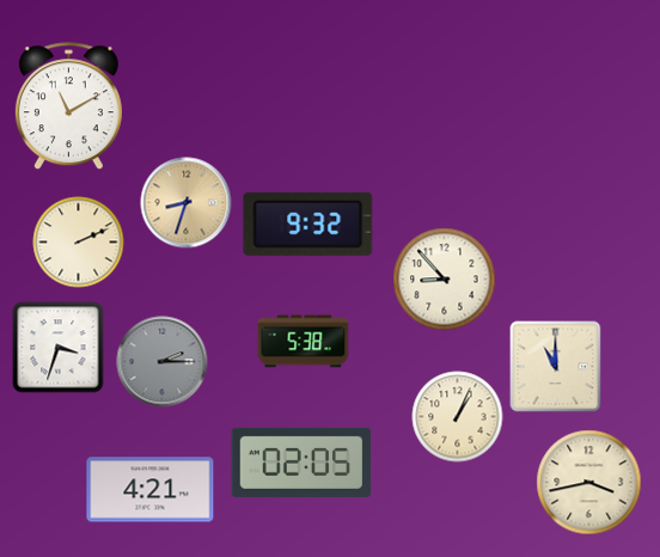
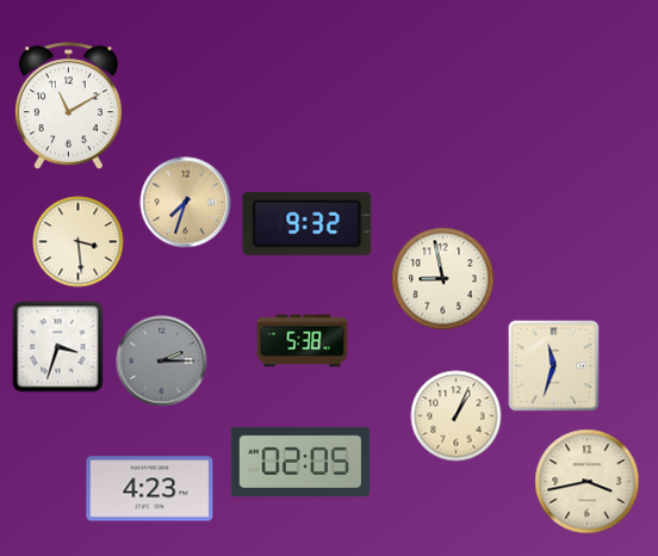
clock at (187, 203): 8:33 -> 7:33
clock at (79, 243): 2:11 -> 3:29
clock at (445, 280): 8:53 -> 8:58
clock at (556, 367): 11:00 -> 11:33
clock at (151, 490): 4:21 -> 4:23
